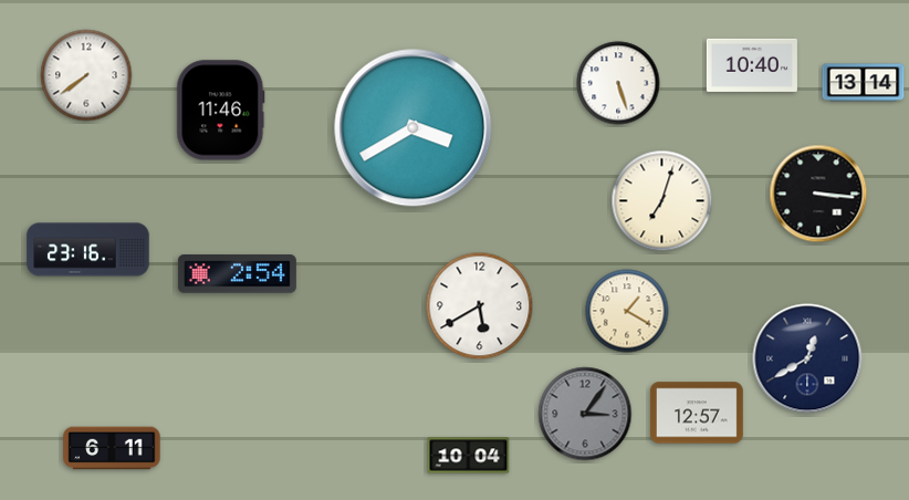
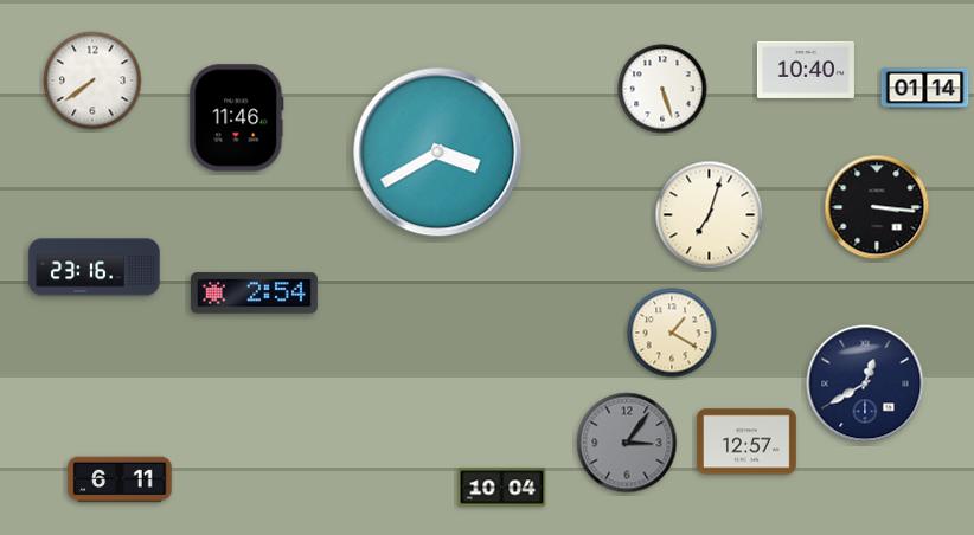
clock at (864, 83): 13:14 -> 01:14
clock at (414, 128) position: (414, 128) -> (438, 153)
clock at (480, 306): 5:40 -> none
